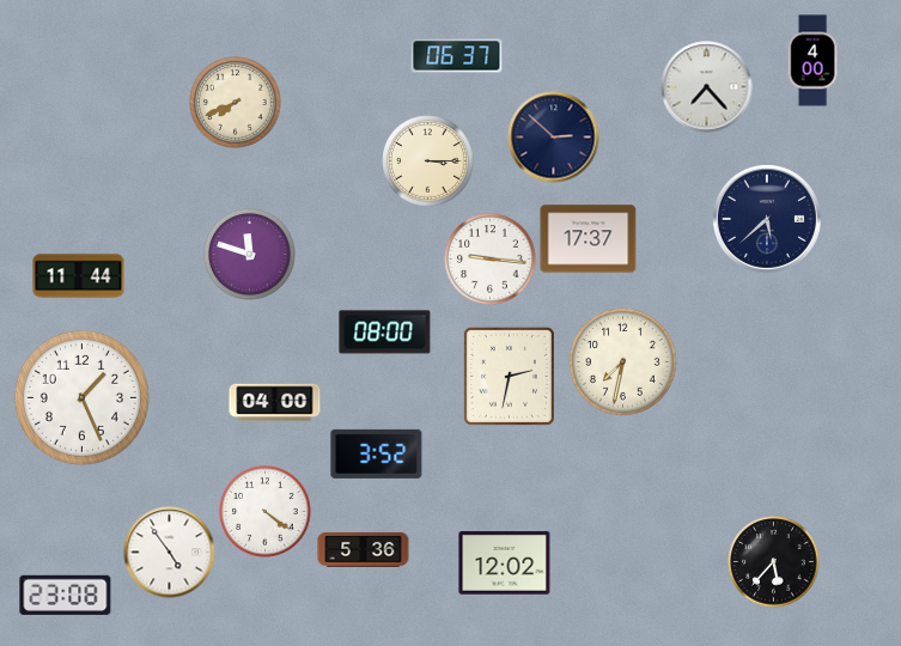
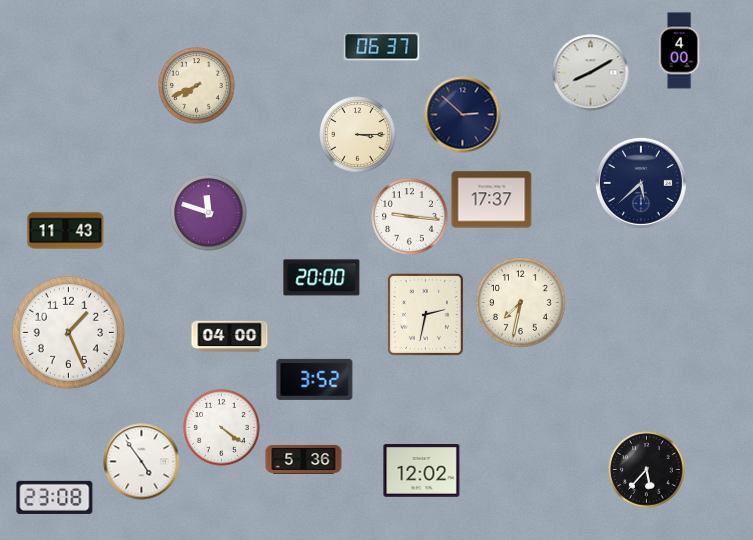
clock at (707, 87): 7:23 -> 8:10
clock at (79, 276): 11:44 -> 11:43
clock at (385, 333): 08:00 -> 20:00
